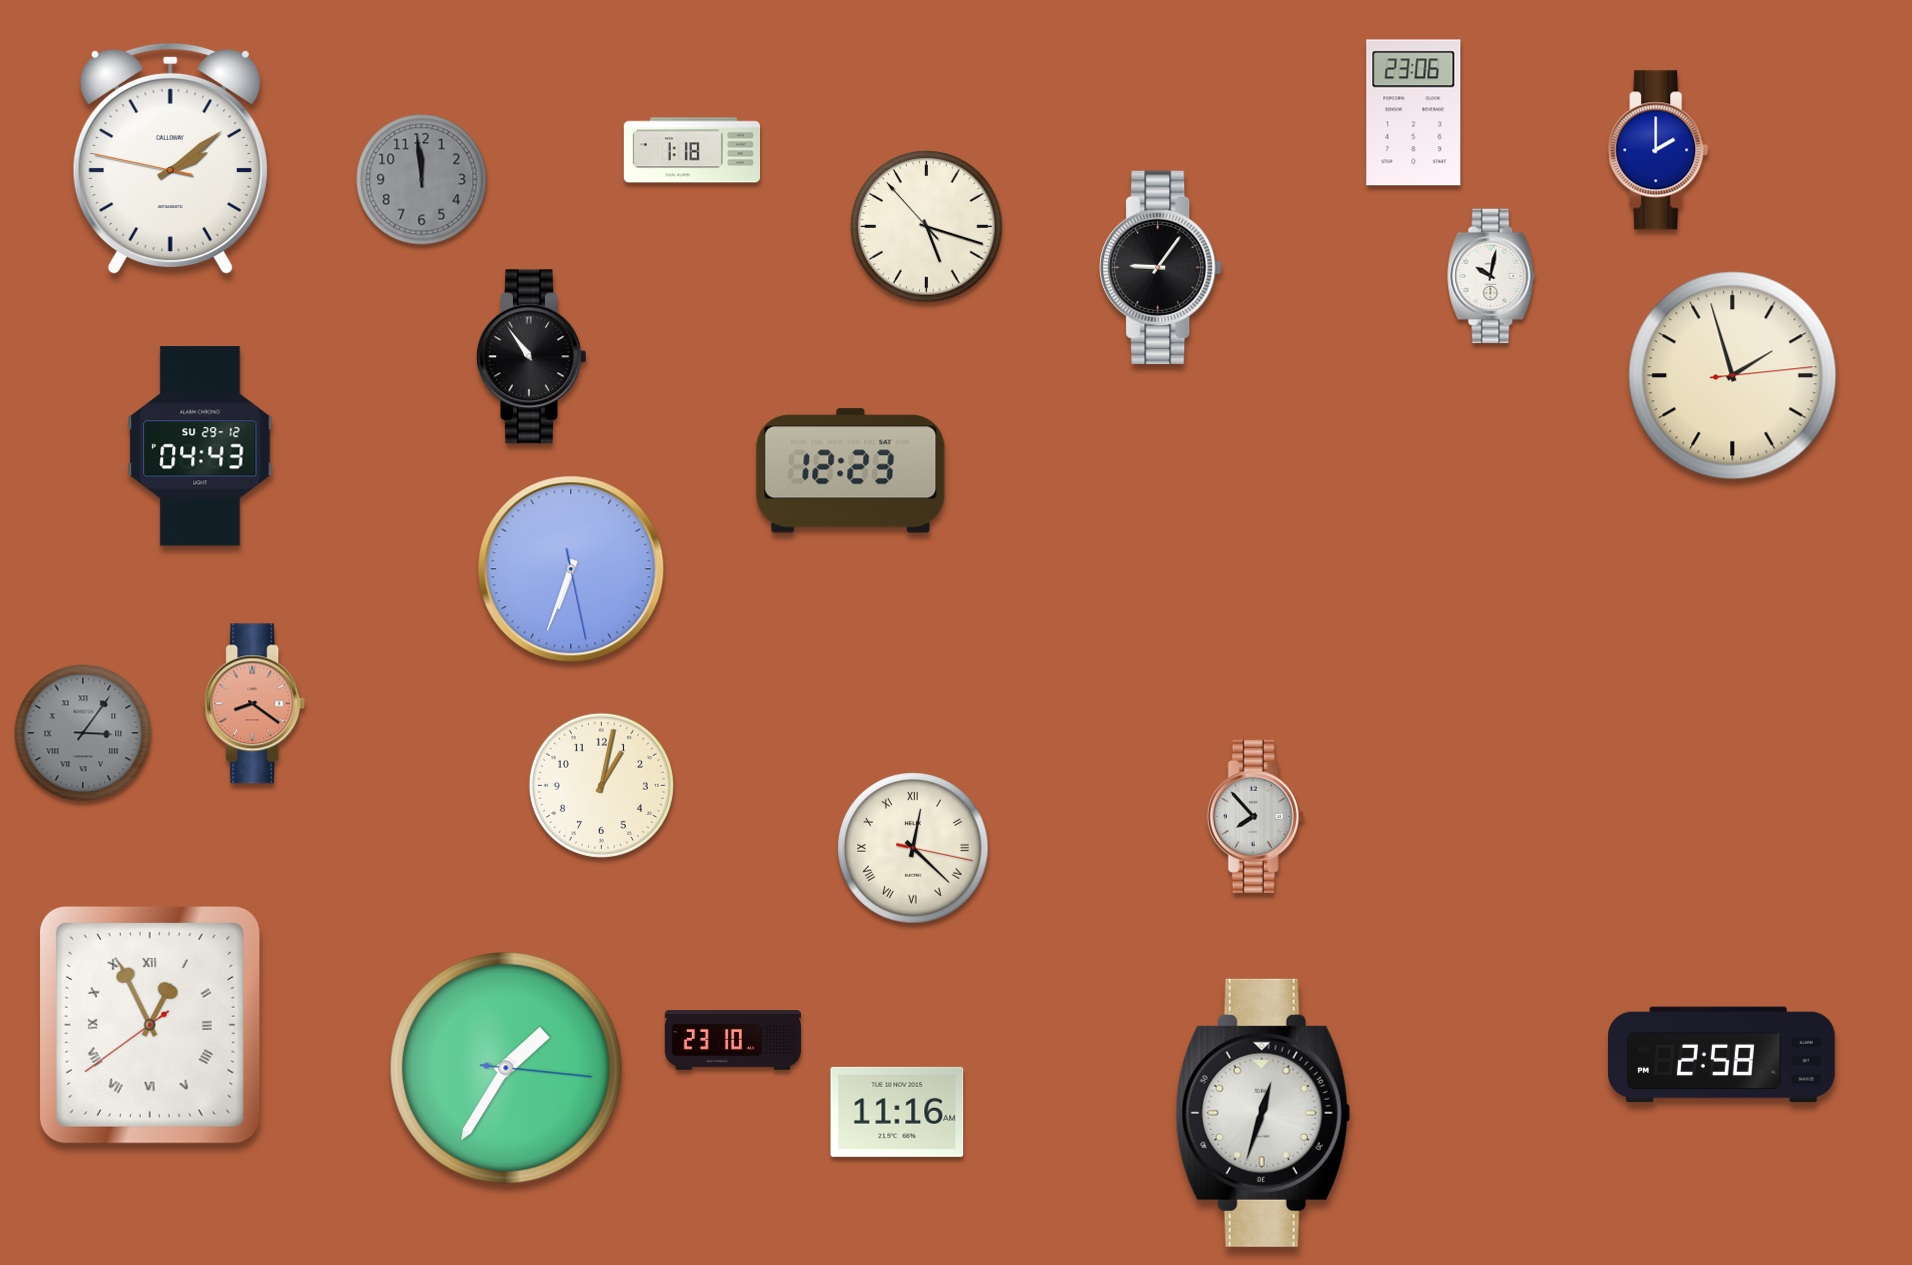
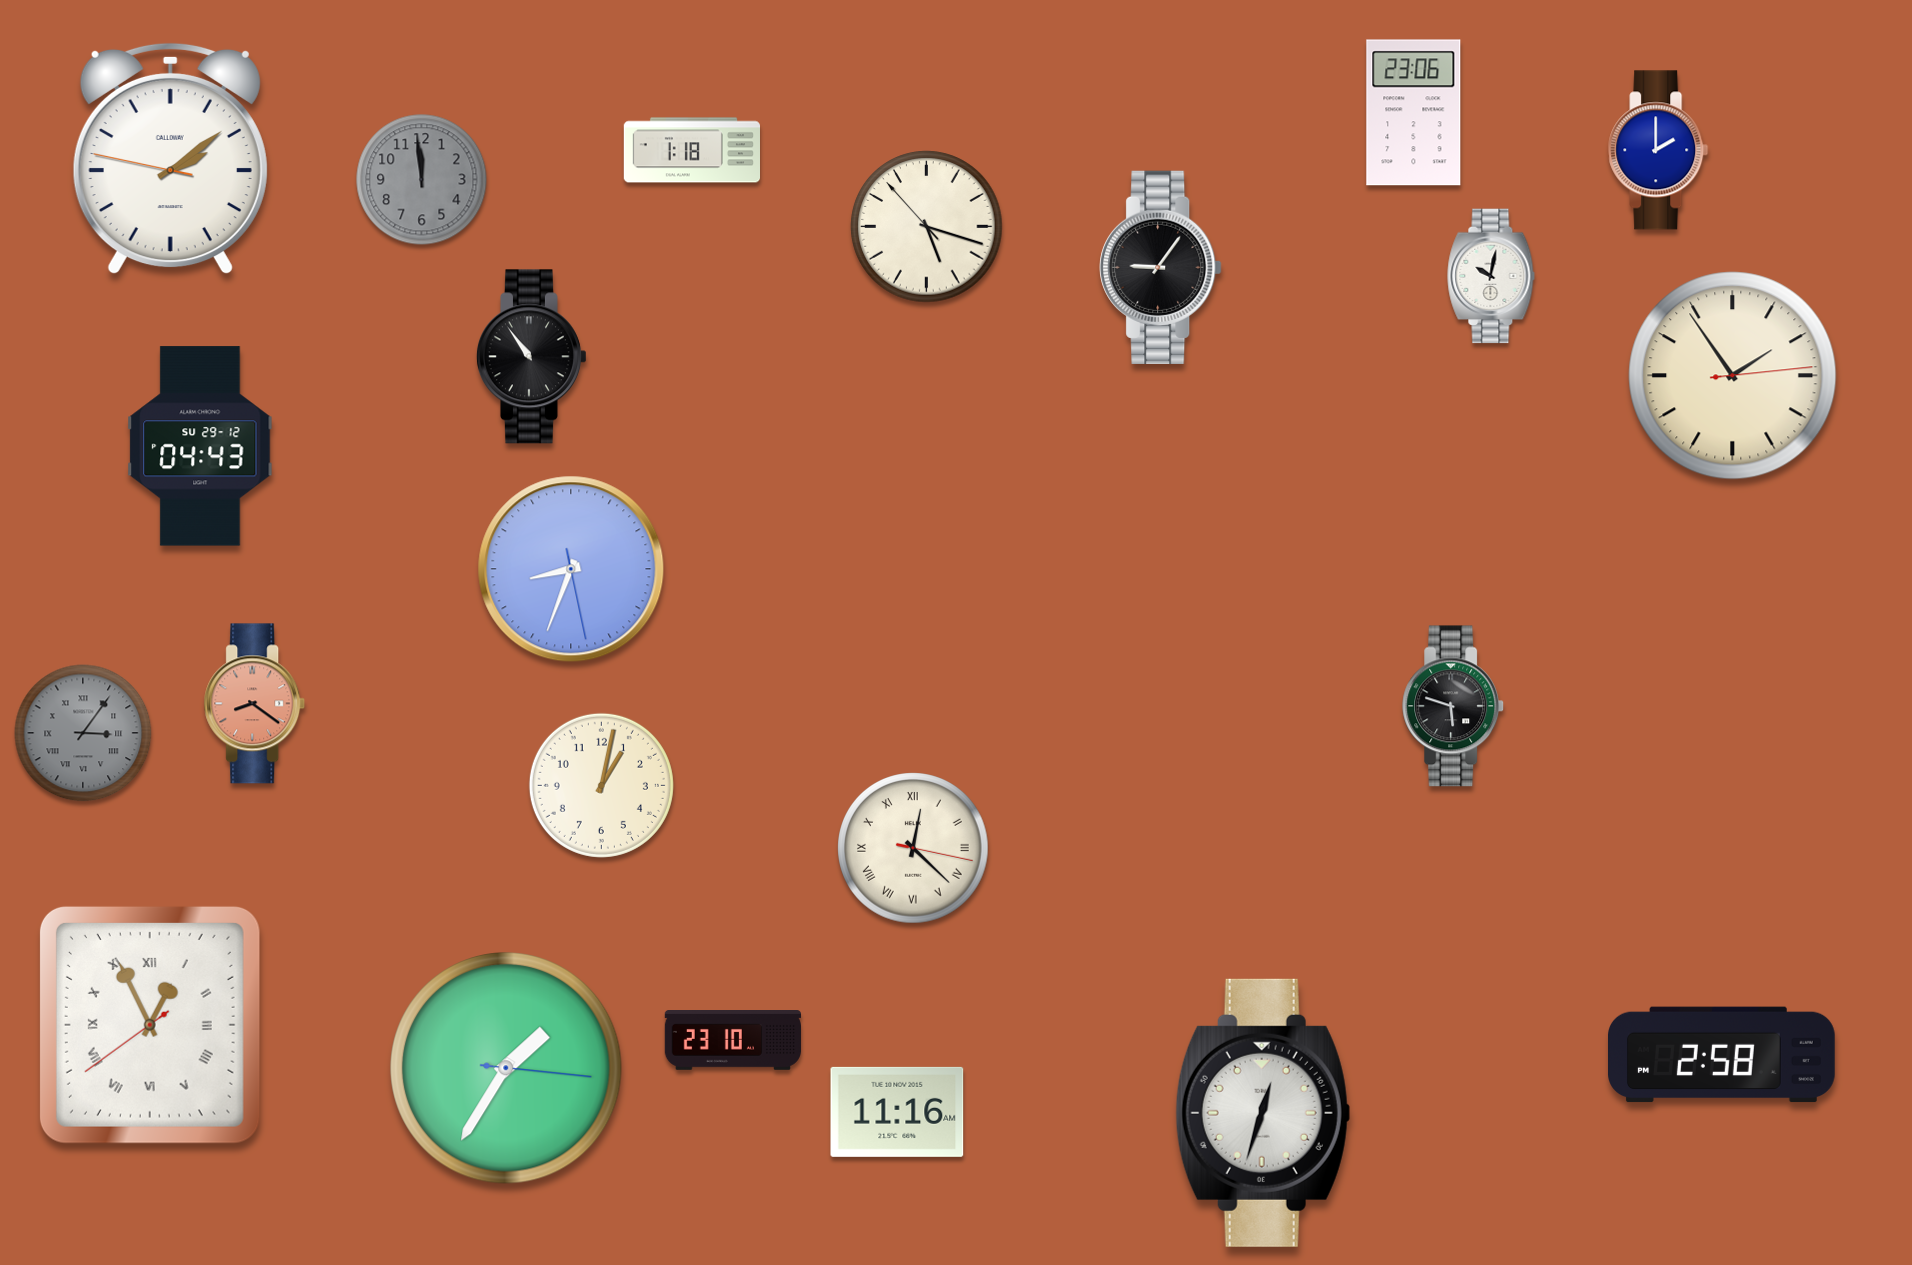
clock at (1733, 376): 1:57 -> 1:54
clock at (851, 471): 12:23 -> none
clock at (571, 569): 6:33 -> 8:33
clock at (1454, 706): none -> 5:48
clock at (1255, 816): 7:53 -> none
